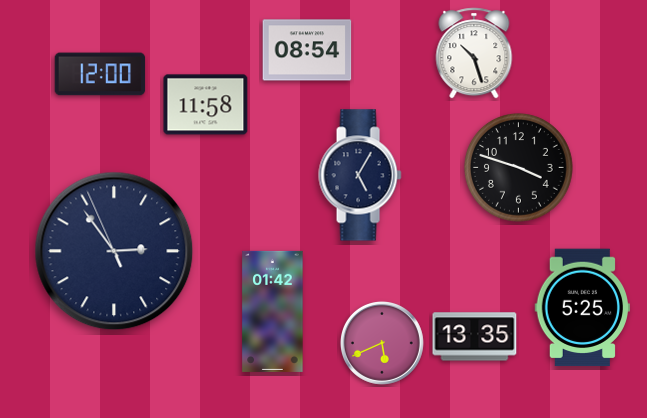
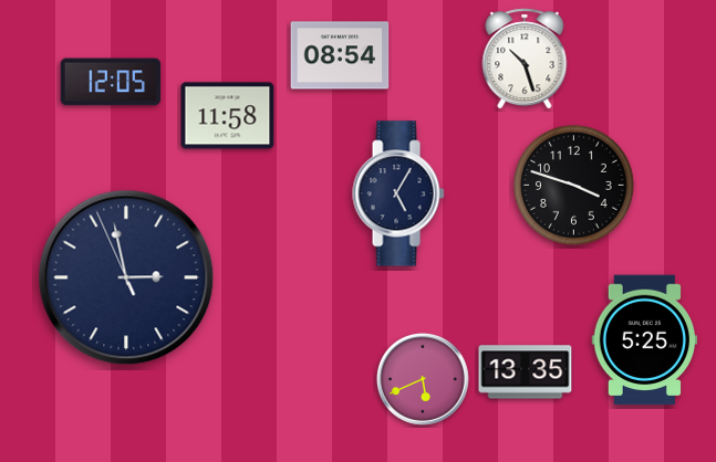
clock at (100, 74): 12:00 -> 12:05
clock at (114, 251): 2:53 -> 2:57
clock at (273, 311): 01:42 -> none
